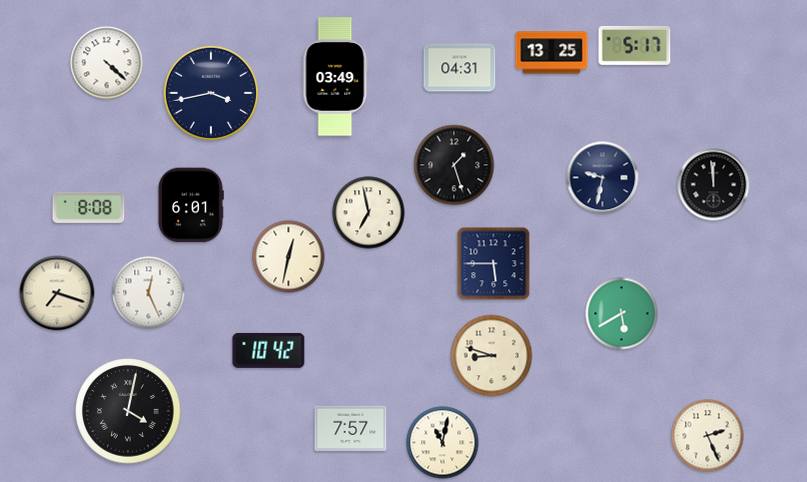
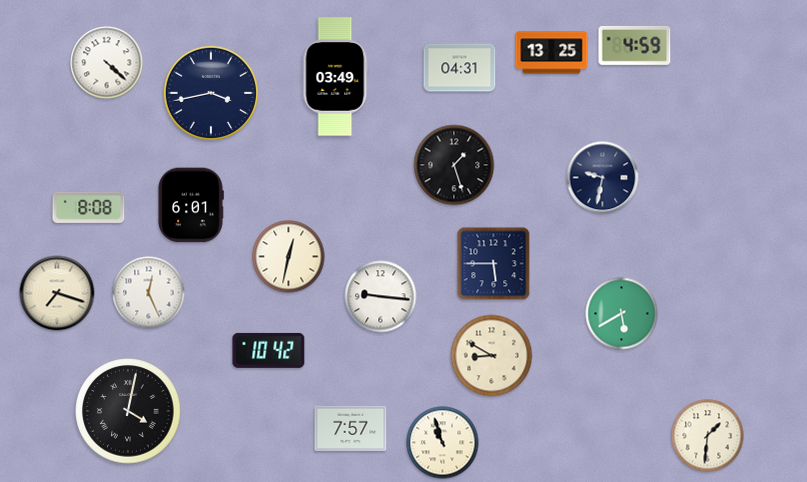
clock at (635, 45): 5:17 -> 4:59
clock at (714, 185): 11:59 -> none
clock at (369, 213): 6:58 -> none
clock at (381, 297): none -> 9:16
clock at (492, 356): 8:48 -> 8:50
clock at (708, 436): 2:26 -> 1:31
clock at (443, 443): 11:02 -> 10:57
